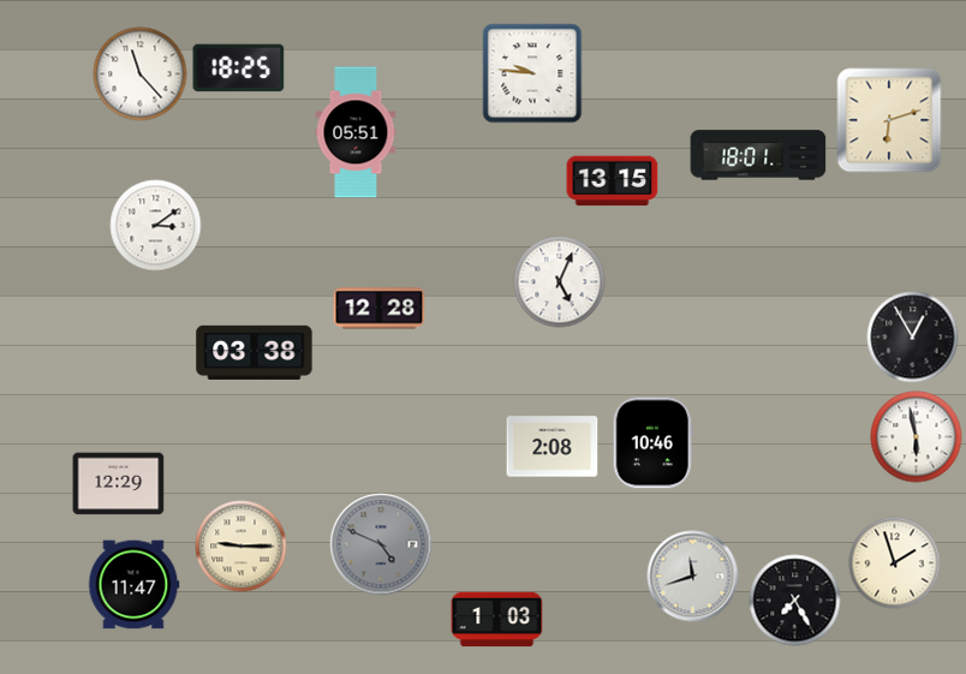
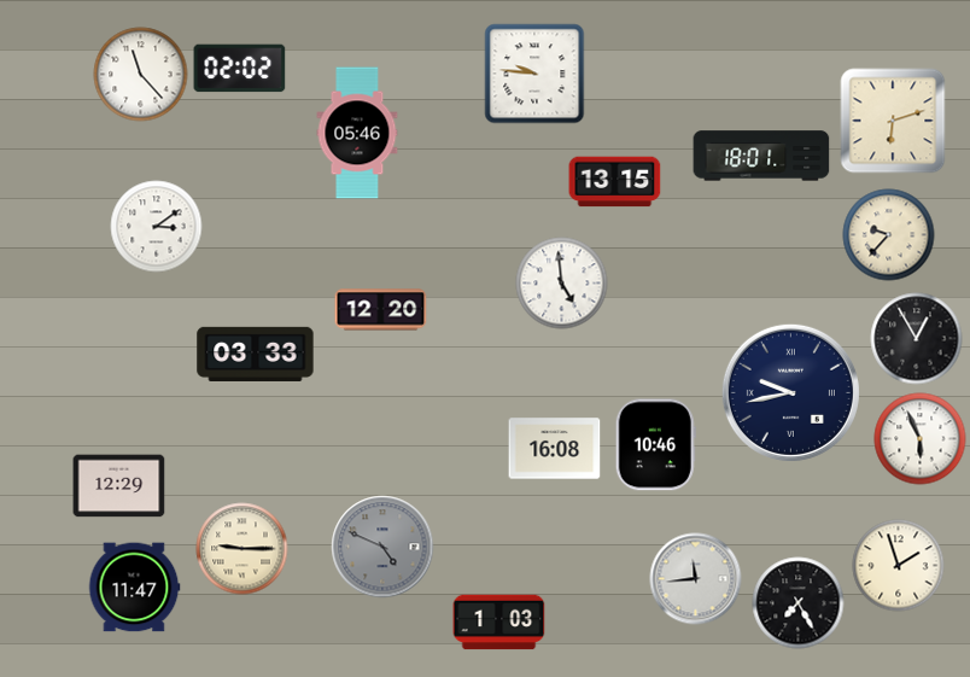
clock at (239, 68): 18:25 -> 02:02
clock at (356, 132): 05:51 -> 05:46
clock at (889, 235): none -> 9:37
clock at (560, 282): 5:04 -> 4:59
clock at (380, 309): 12:28 -> 12:20
clock at (255, 352): 03:38 -> 03:33
clock at (790, 392): none -> 9:43
clock at (917, 437): 5:58 -> 5:56
clock at (553, 447): 2:08 -> 16:08
clock at (693, 577): 11:42 -> 11:44
